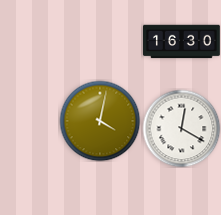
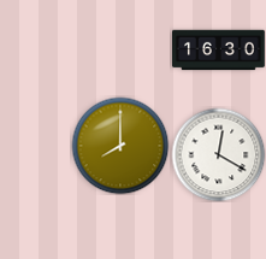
clock at (100, 121): 4:02 -> 8:00
